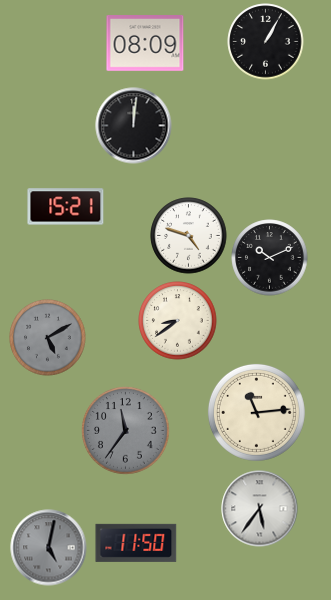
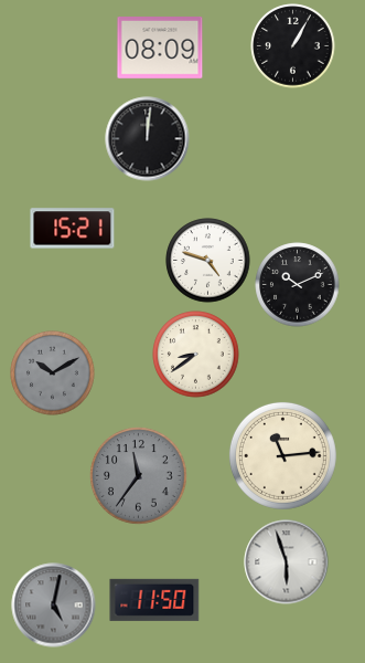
clock at (48, 338): 5:10 -> 10:10
clock at (260, 509): 5:36 -> 5:57
clock at (136, 543) position: (136, 543) -> (154, 600)
